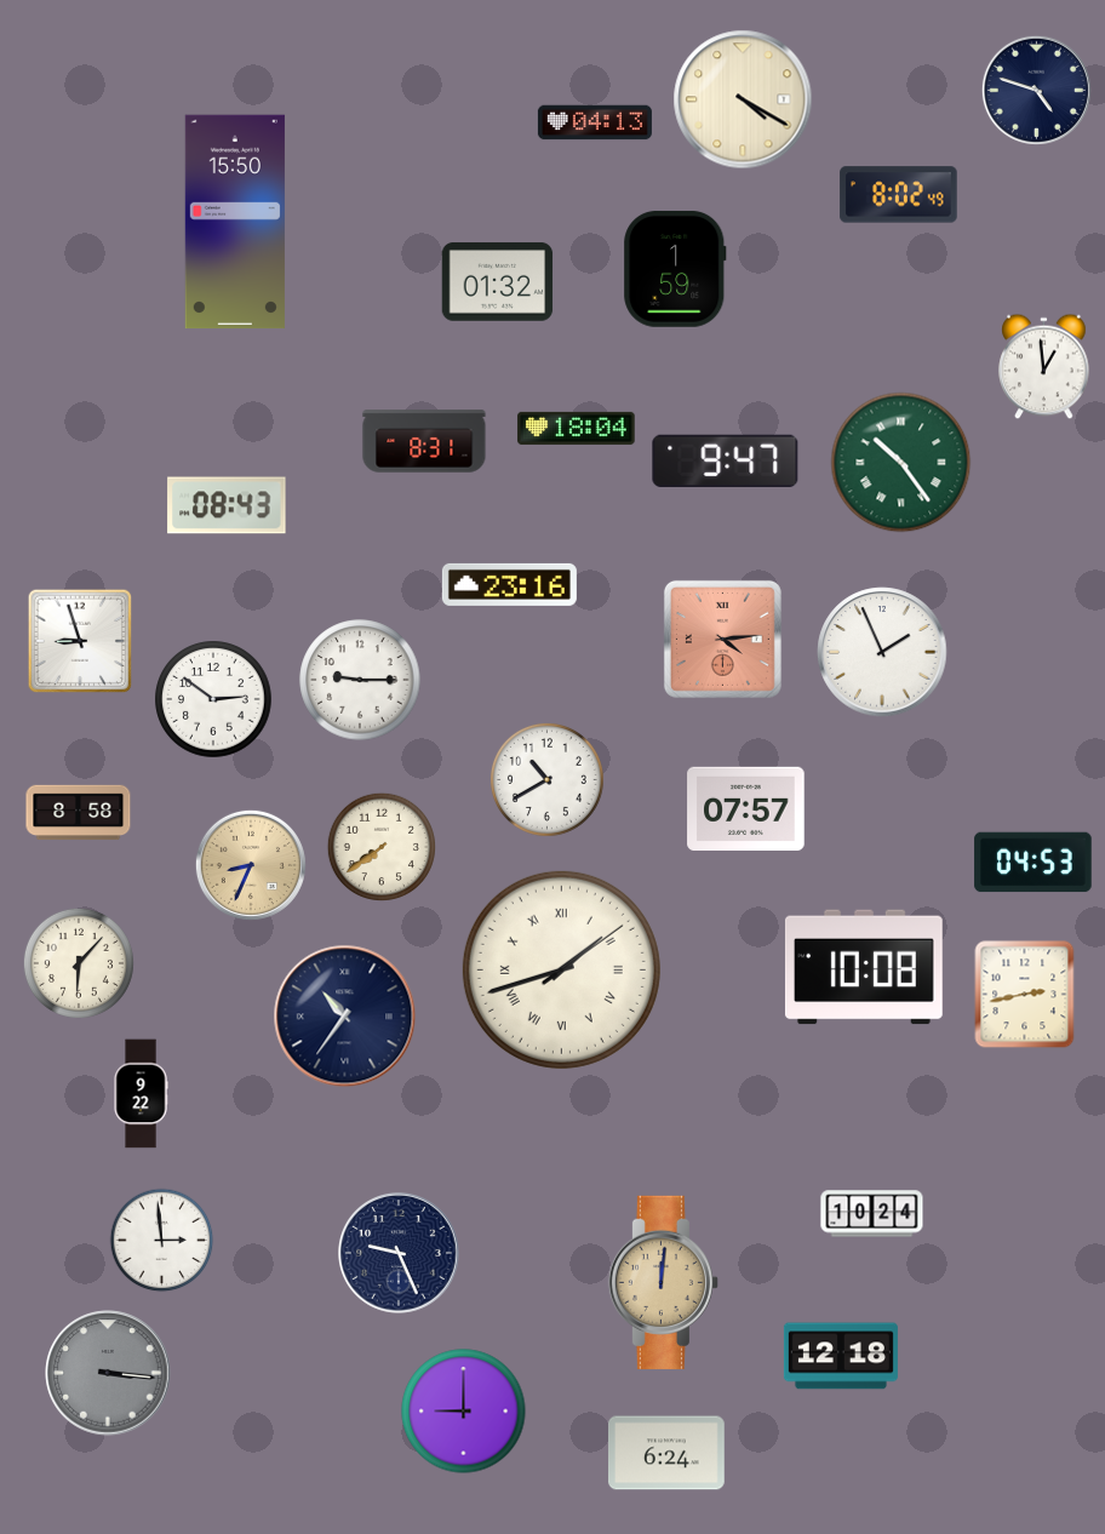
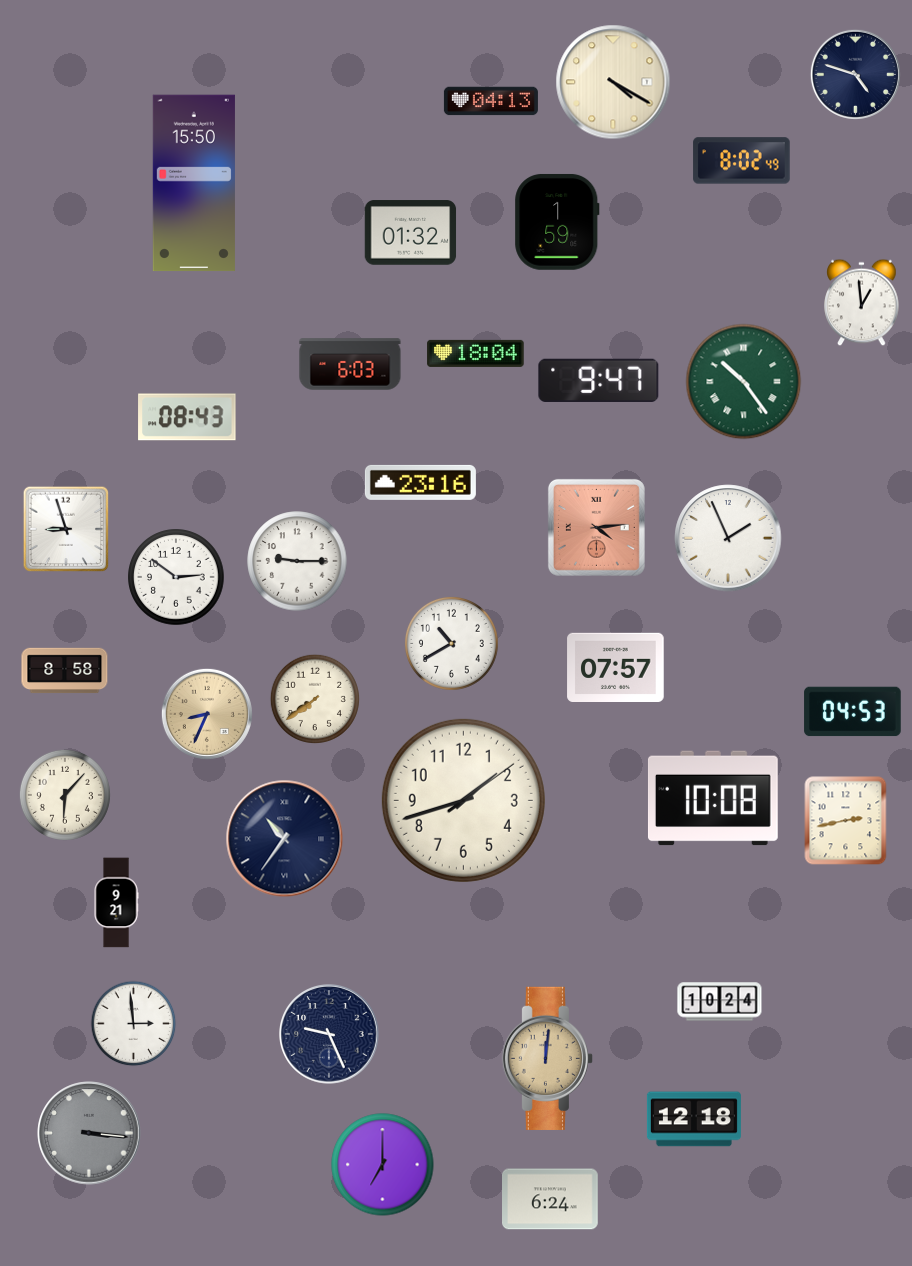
clock at (424, 441): 8:31 -> 6:03
clock at (561, 969) numerals: Roman -> Arabic
clock at (141, 1094): 9:22 -> 9:21
clock at (464, 1412): 9:00 -> 7:00
